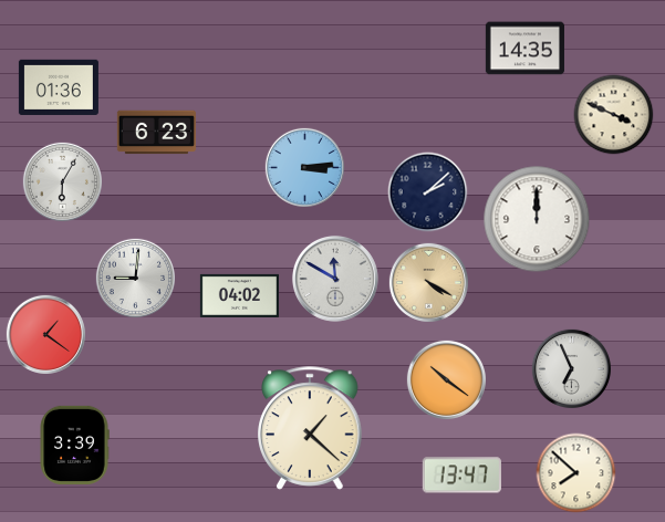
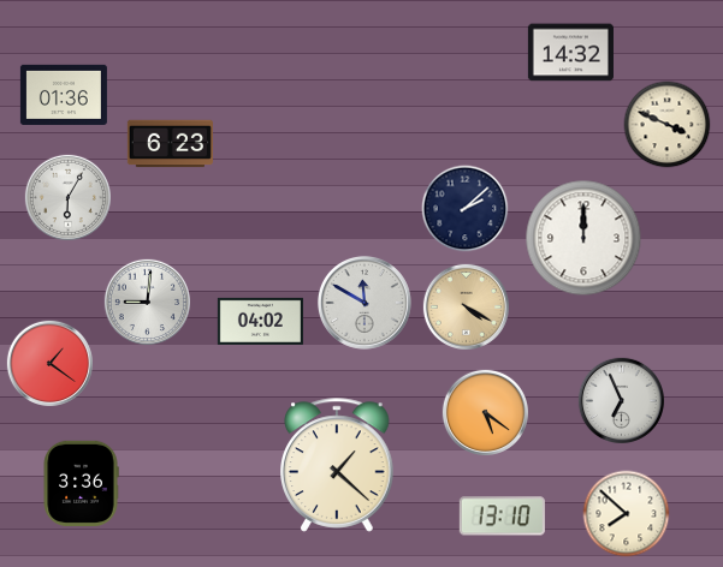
clock at (524, 49): 14:35 -> 14:32
clock at (304, 167): 3:14 -> none
clock at (446, 379): 10:21 -> 5:21
clock at (74, 445): 3:39 -> 3:36
clock at (461, 476): 13:47 -> 13:10
